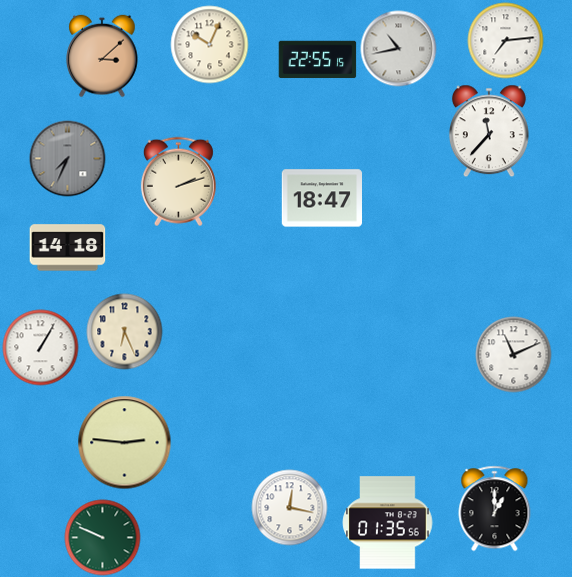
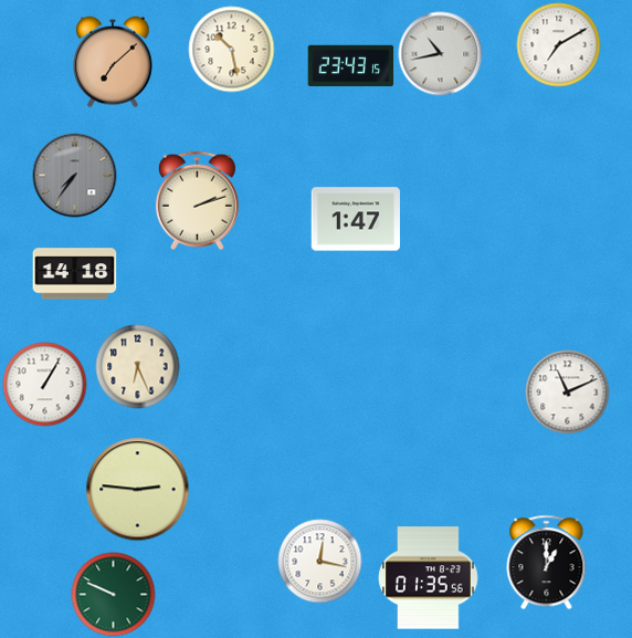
clock at (506, 41): 7:14 -> 7:10
clock at (210, 45): 10:04 -> 10:28
clock at (102, 56): 3:08 -> 7:08
clock at (318, 60): 22:55 -> 23:43
clock at (489, 131): 11:37 -> none
clock at (68, 159): 7:34 -> 7:36
clock at (321, 198): 18:47 -> 1:47
